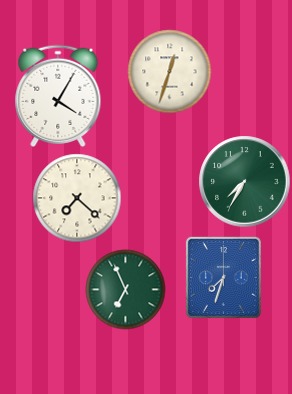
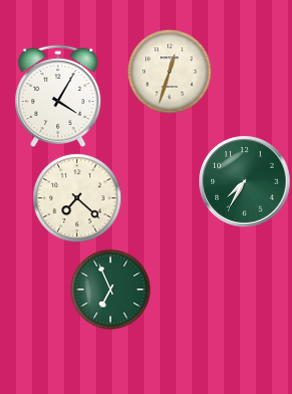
clock at (223, 277): 7:33 -> none
clock at (125, 289) position: (125, 289) -> (110, 289)
